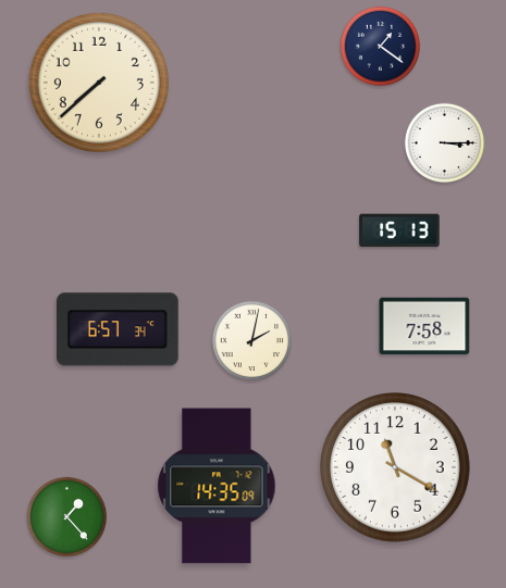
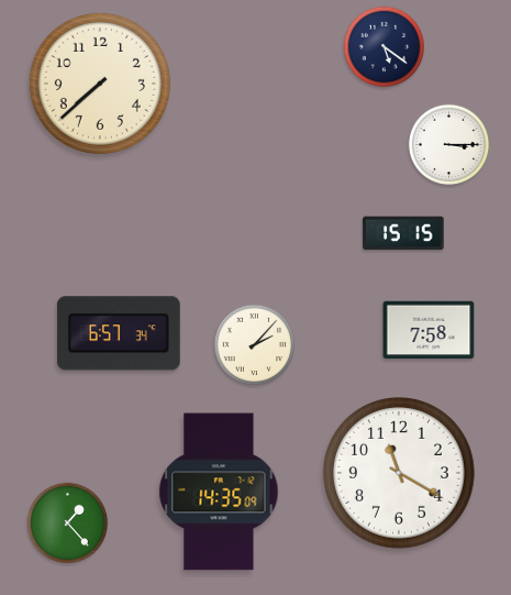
clock at (381, 47): 1:21 -> 5:21
clock at (399, 230): 15:13 -> 15:15
clock at (252, 341): 2:02 -> 2:07
